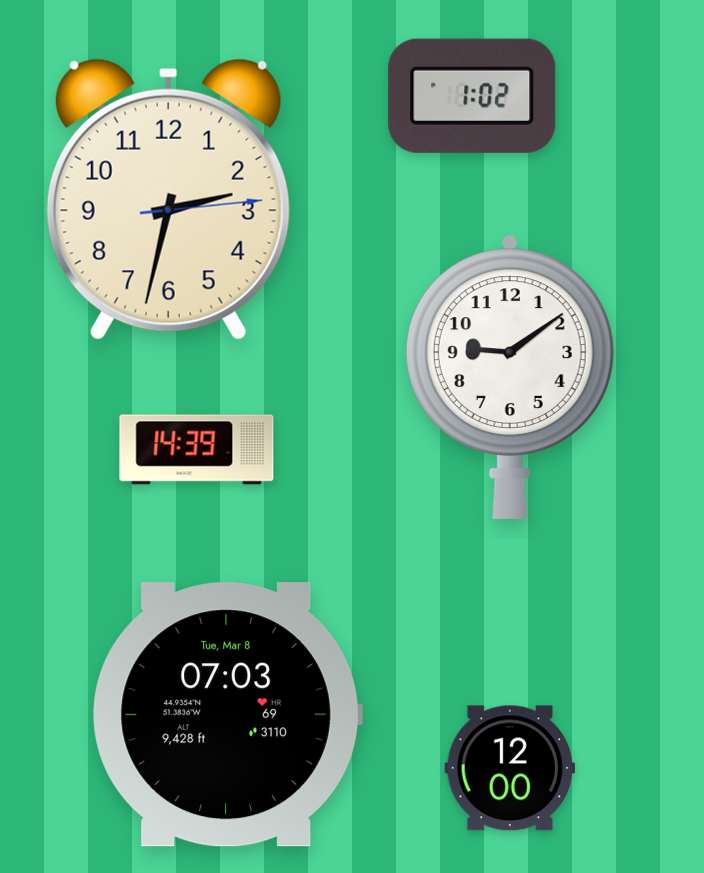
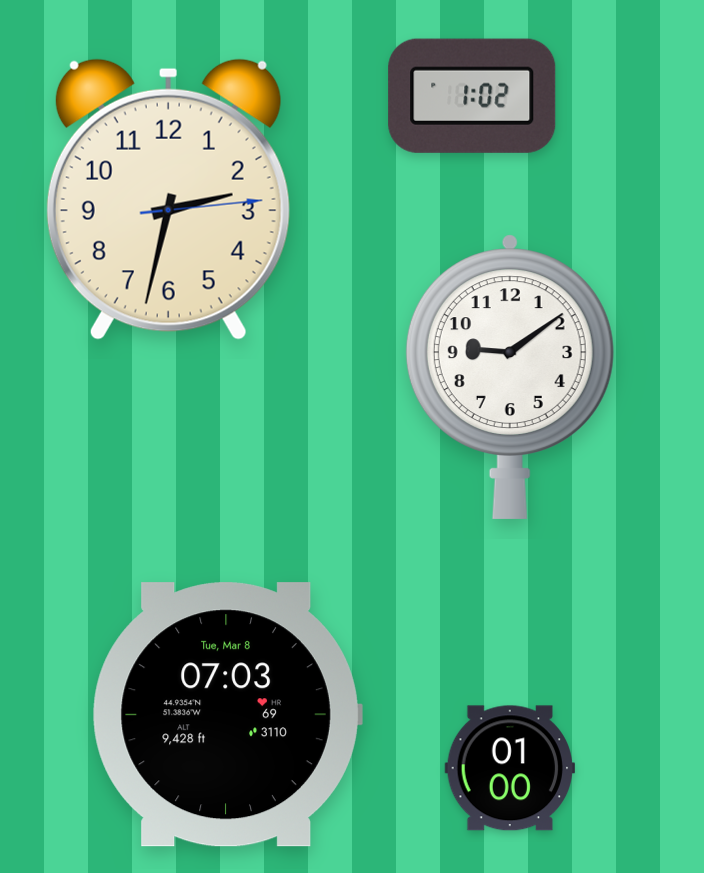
clock at (197, 450): 14:39 -> none
clock at (510, 768): 12:00 -> 01:00
